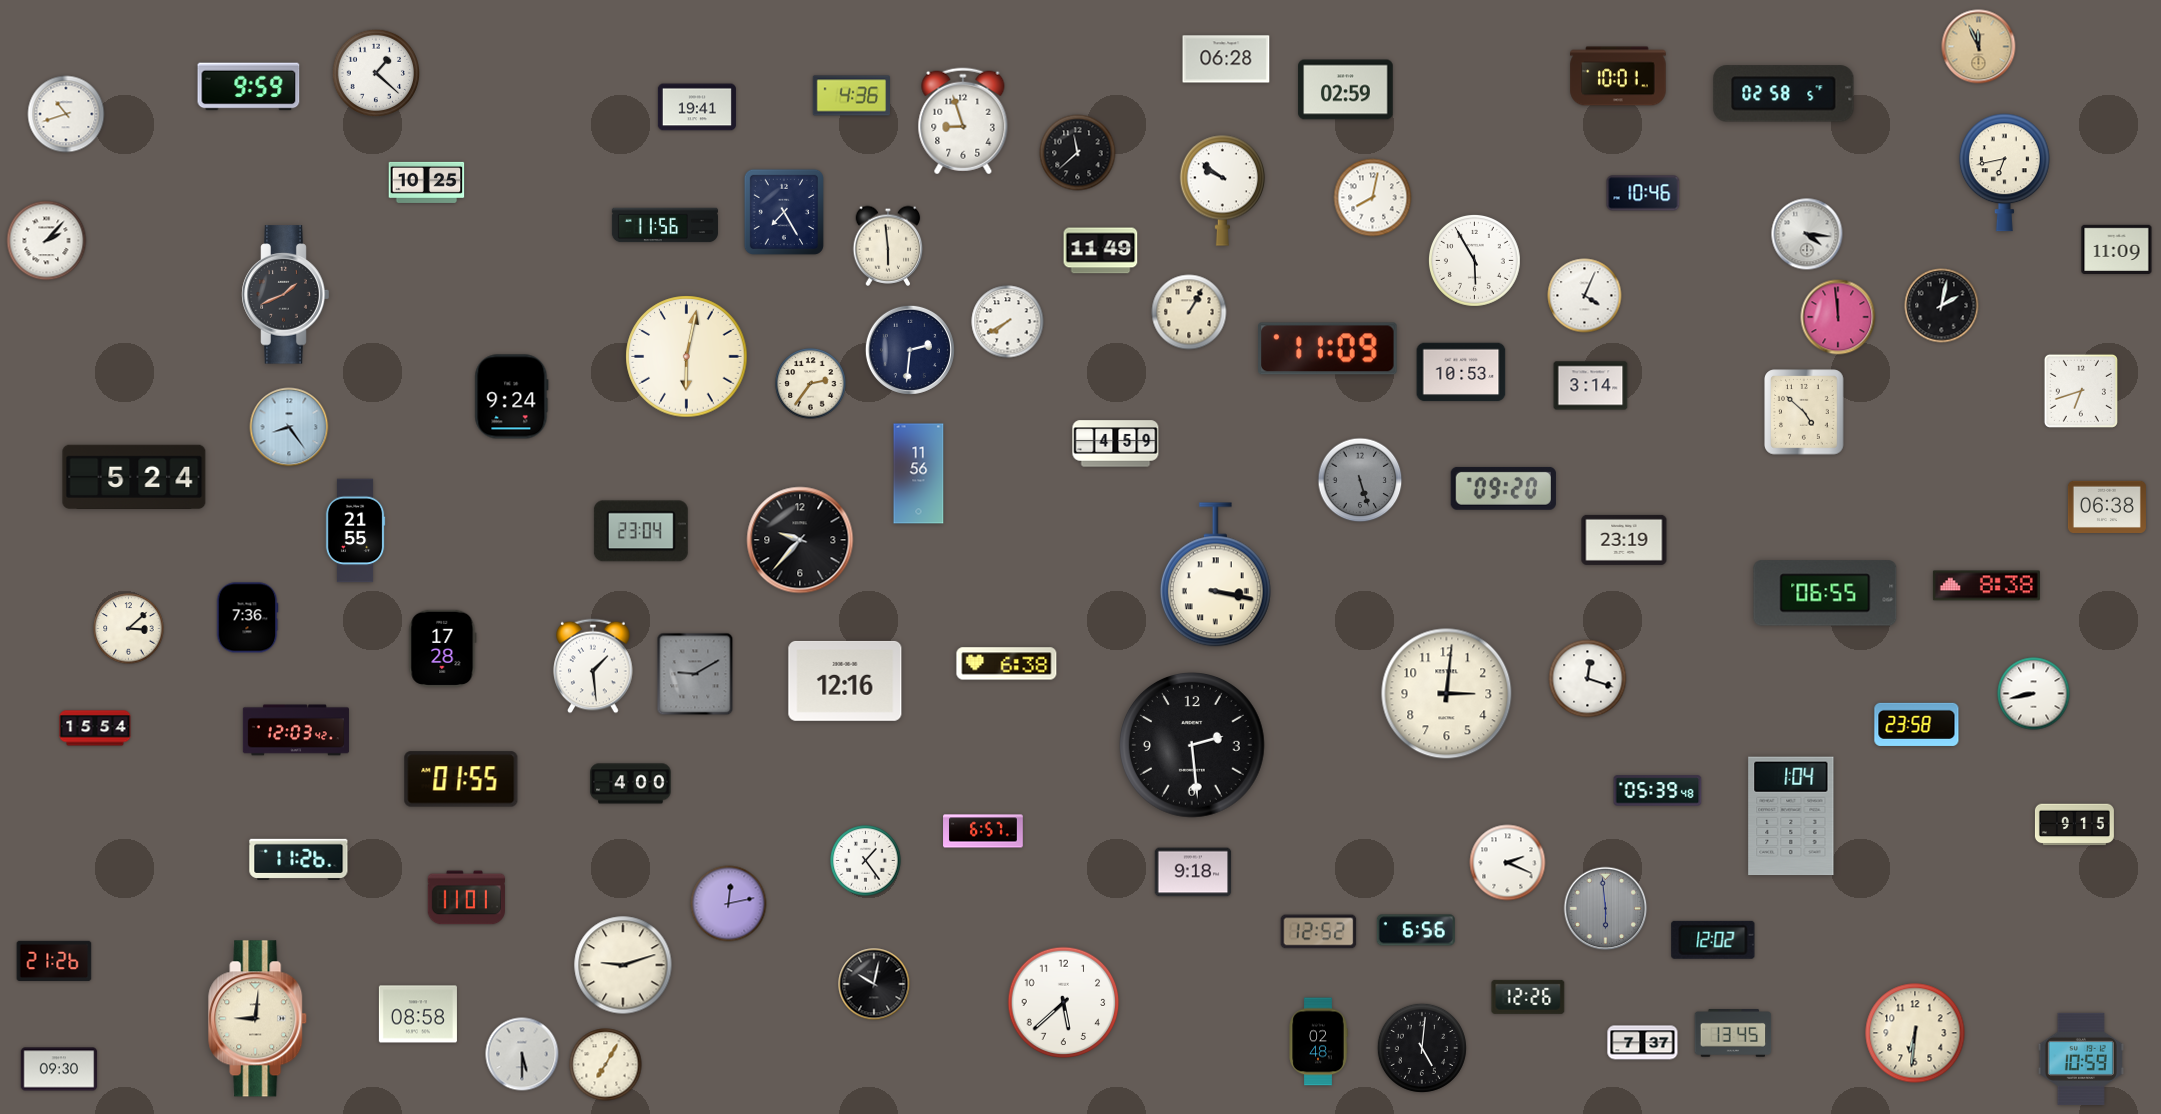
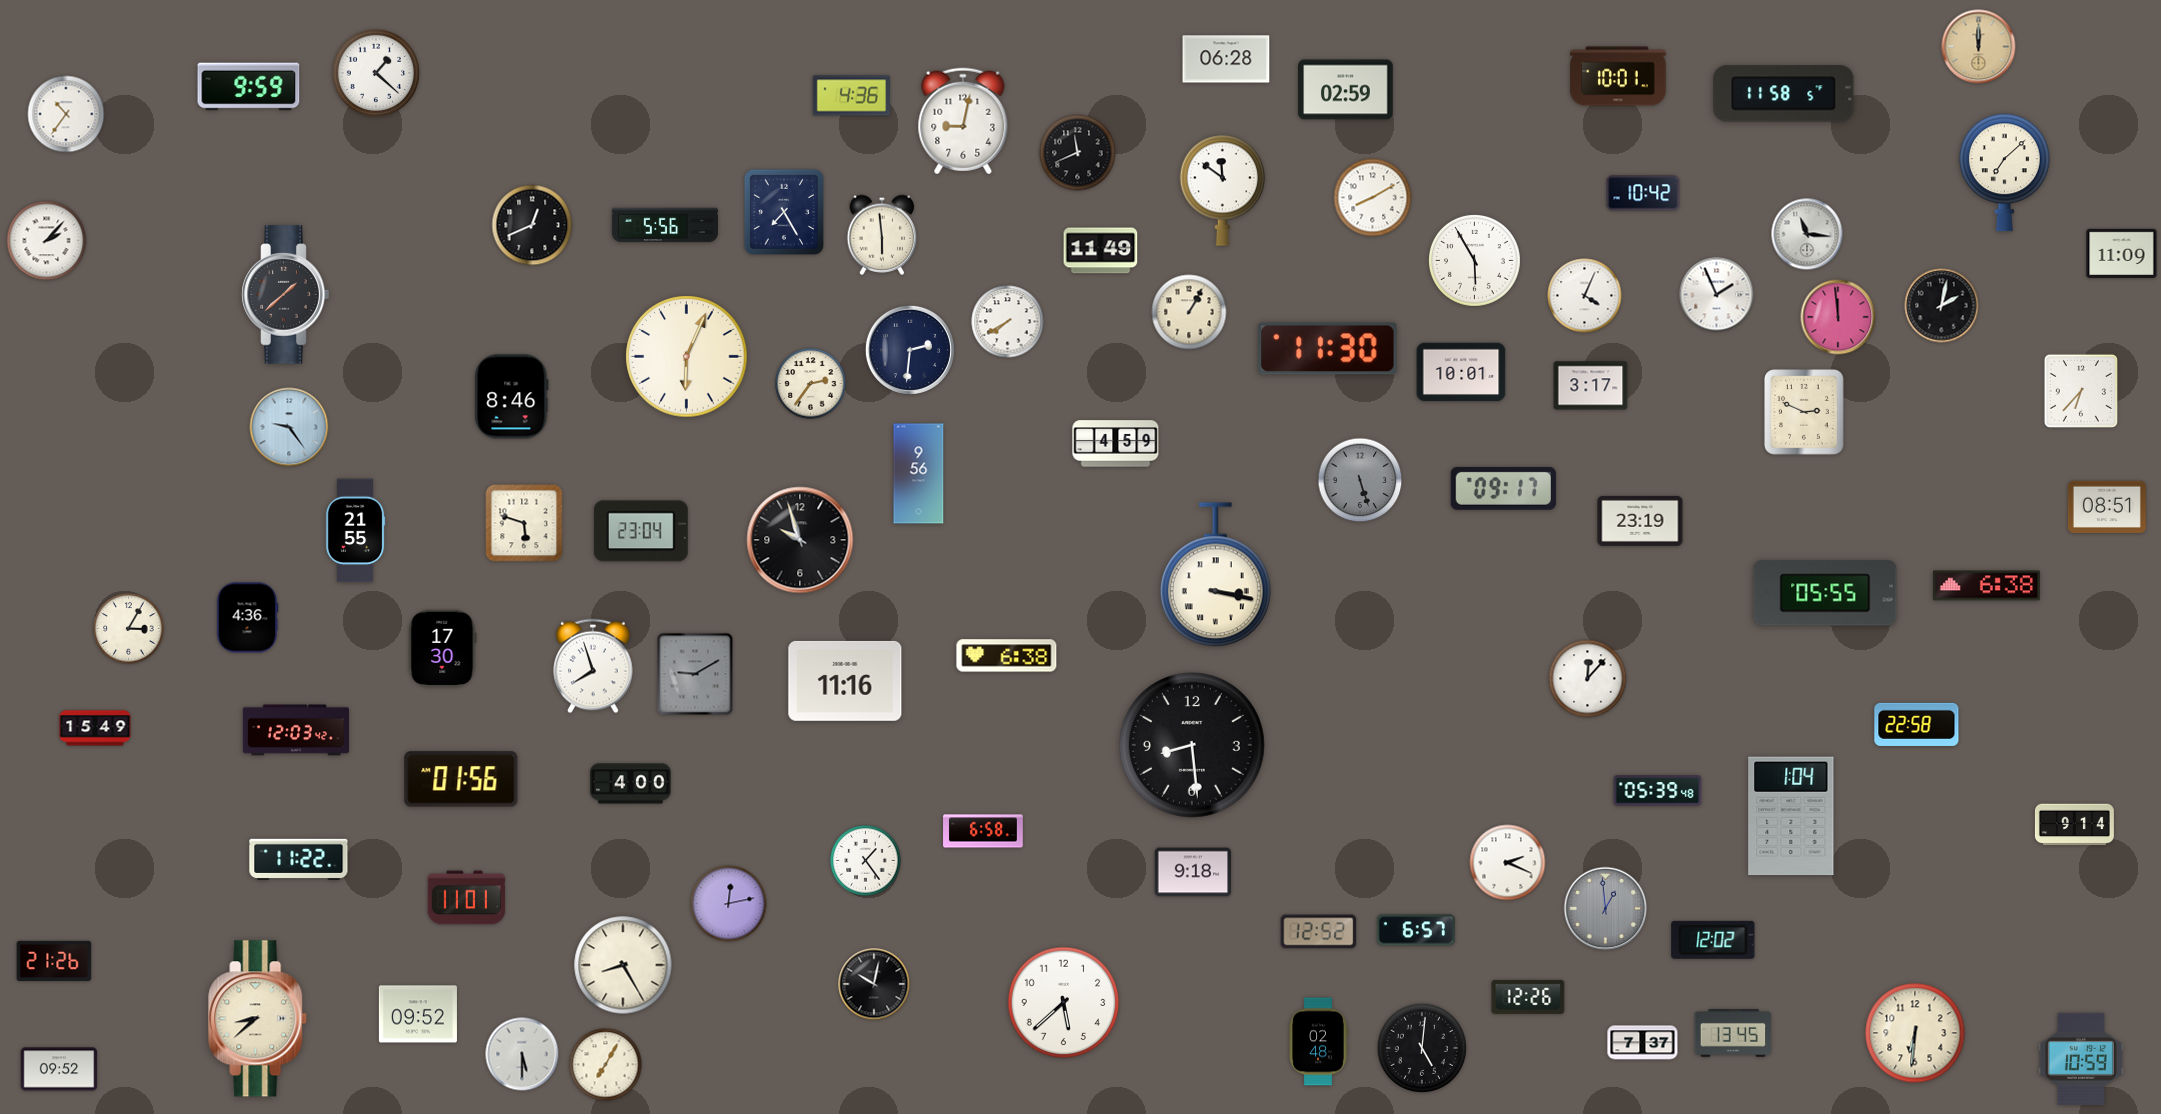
clock at (1979, 47): 11:56 -> 12:00
clock at (1784, 94): 02:58 -> 11:58
clock at (697, 107): 19:41 -> none
clock at (66, 114): 10:42 -> 10:36
clock at (963, 121): 8:57 -> 9:02
clock at (1078, 153): 11:38 -> 11:41
clock at (2004, 173): 6:43 -> 7:08
clock at (427, 182): 10:25 -> none
clock at (1223, 190): 9:51 -> 11:51
clock at (1643, 193): 10:46 -> 10:42
clock at (1373, 198): 8:02 -> 8:10
clock at (532, 225): none -> 12:41
clock at (665, 225): 11:56 -> 5:56
clock at (1807, 234): 4:16 -> 11:16
clock at (888, 246) position: (888, 246) -> (882, 235)
clock at (2117, 249) position: (2117, 249) -> (2122, 253)
clock at (286, 295): 1:41 -> 1:38
clock at (1717, 295): none -> 1:56
clock at (1328, 349): 11:09 -> 11:30
clock at (687, 357): 6:02 -> 6:04
clock at (1461, 372): 10:53 -> 10:01
clock at (1591, 386): 3:14 -> 3:17
clock at (2081, 391): 6:42 -> 6:37
clock at (512, 397): 9:24 -> 8:46
clock at (1804, 412): 4:52 -> 2:49
clock at (289, 427): 8:24 -> 9:24
clock at (919, 474): 11:56 -> 9:56
clock at (134, 476): 5:24 -> none
clock at (1503, 488): 09:20 -> 09:17
clock at (2107, 506): 06:38 -> 08:51
clock at (524, 523): none -> 5:48
clock at (800, 540): 9:37 -> 9:57
clock at (1624, 540) position: (1624, 540) -> (1640, 521)
clock at (1986, 586): 8:38 -> 6:38
clock at (1825, 593): 06:55 -> 05:55
clock at (247, 618): 7:36 -> 4:36
clock at (129, 629): 3:08 -> 3:05
clock at (443, 648): 17:28 -> 17:30
clock at (1007, 664) position: (1007, 664) -> (1007, 656)
clock at (593, 666): 1:29 -> 7:57
clock at (1588, 679): 12:18 -> 12:07
clock at (845, 681): 12:16 -> 11:16
clock at (1447, 694): 3:01 -> none
clock at (2034, 694): 8:43 -> none
clock at (1917, 724): 23:58 -> 22:58
clock at (95, 728): 15:54 -> 15:49
clock at (1193, 746): 2:29 -> 8:29
clock at (461, 779): 01:55 -> 01:56
clock at (2074, 825): 9:15 -> 9:14
clock at (983, 831): 6:57 -> 6:58
clock at (299, 859): 11:26 -> 11:22
clock at (1606, 909): 5:59 -> 12:59
clock at (1416, 930): 6:56 -> 6:57
clock at (623, 965): 9:12 -> 8:25
clock at (418, 1014): 08:58 -> 09:52
clock at (258, 1019): 9:01 -> 8:38
clock at (59, 1069): 09:30 -> 09:52
